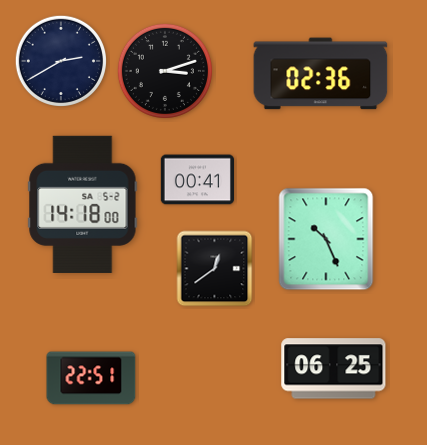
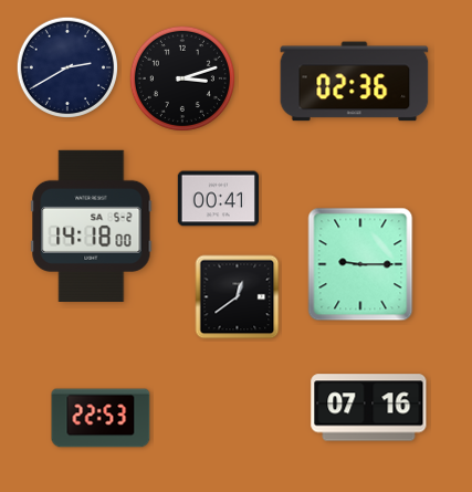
clock at (326, 239): 10:26 -> 9:15
clock at (334, 369): 06:25 -> 07:16
clock at (91, 378): 22:51 -> 22:53
